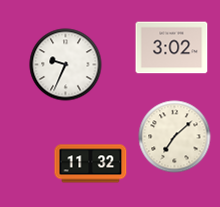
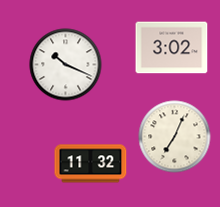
clock at (66, 65): 9:34 -> 10:19
clock at (175, 137): 7:08 -> 7:04
